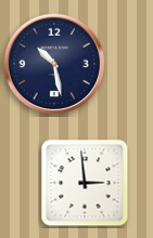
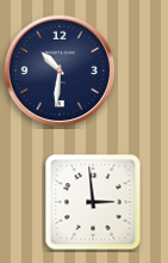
clock at (54, 64): 10:28 -> 10:31
